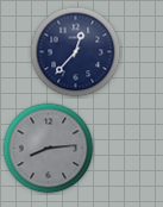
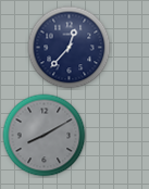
clock at (49, 149): 8:14 -> 8:10
